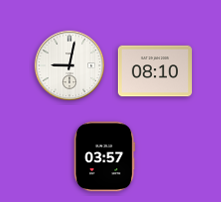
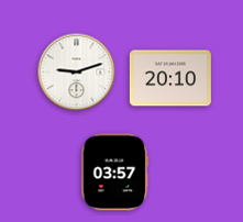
clock at (70, 66): 9:02 -> 9:12
clock at (155, 71): 08:10 -> 20:10
